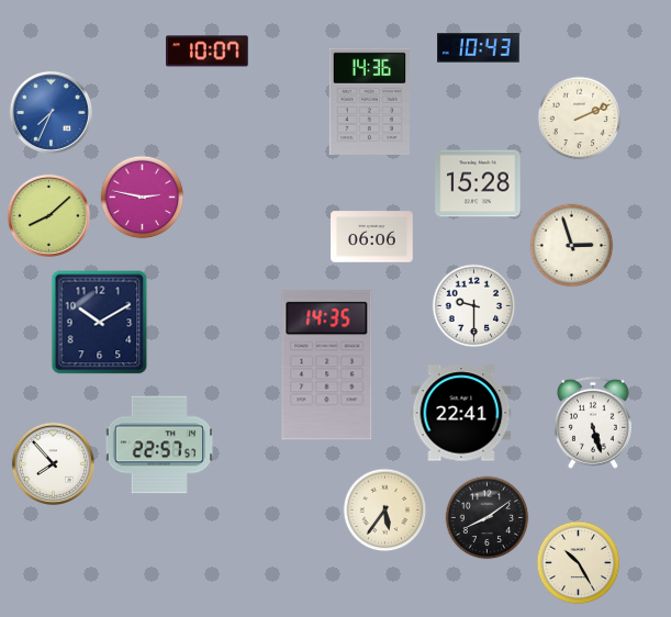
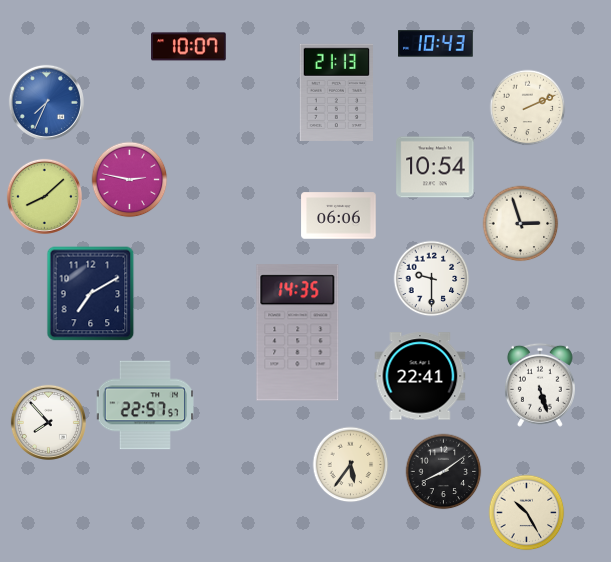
clock at (369, 101): 14:36 -> 21:13
clock at (478, 183): 15:28 -> 10:54
clock at (100, 323): 10:10 -> 7:10
